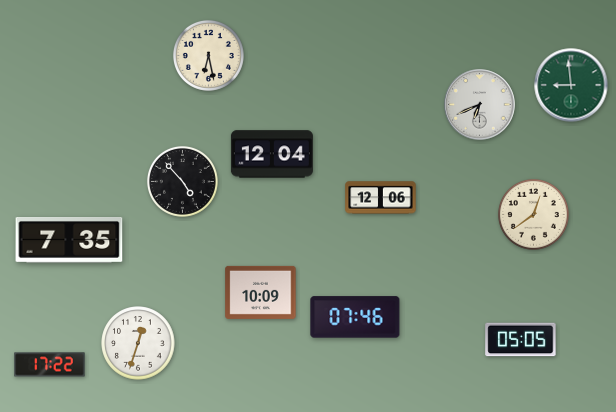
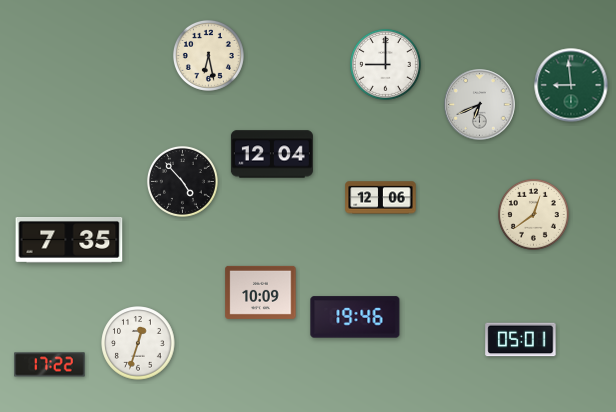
clock at (385, 64): none -> 9:00
clock at (355, 317): 07:46 -> 19:46
clock at (521, 340): 05:05 -> 05:01
